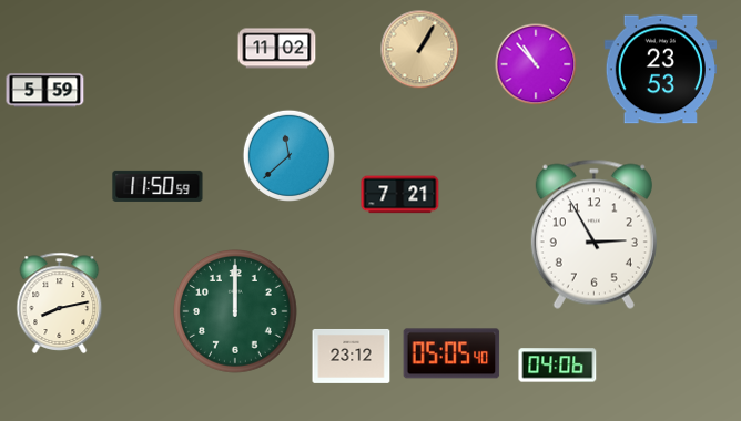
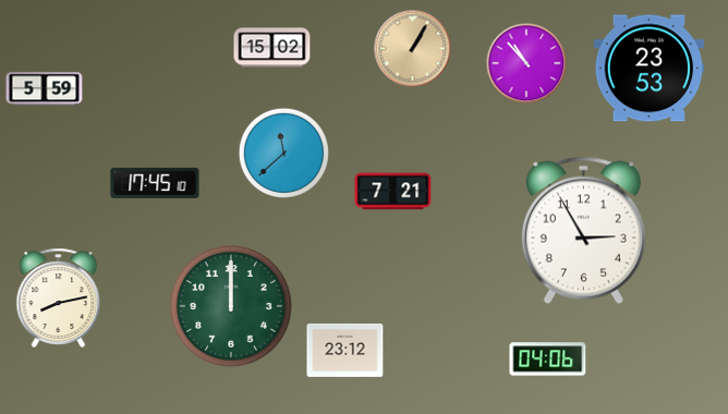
clock at (277, 49): 11:02 -> 15:02
clock at (158, 186): 11:50 -> 17:45
clock at (451, 353): 05:05 -> none
